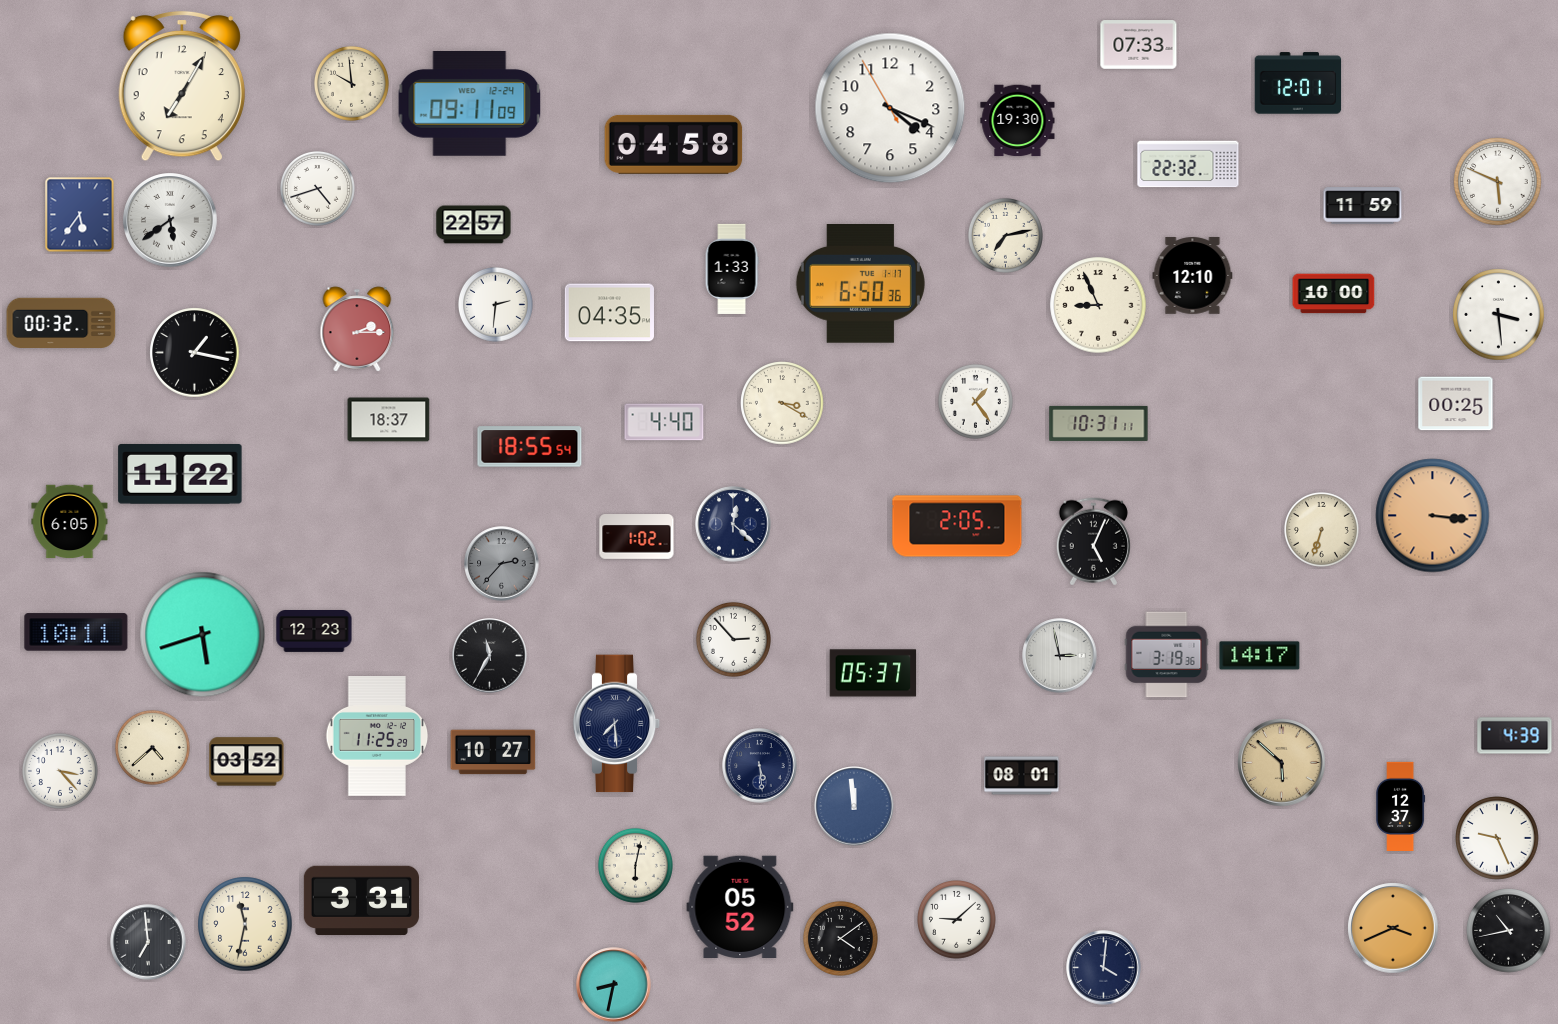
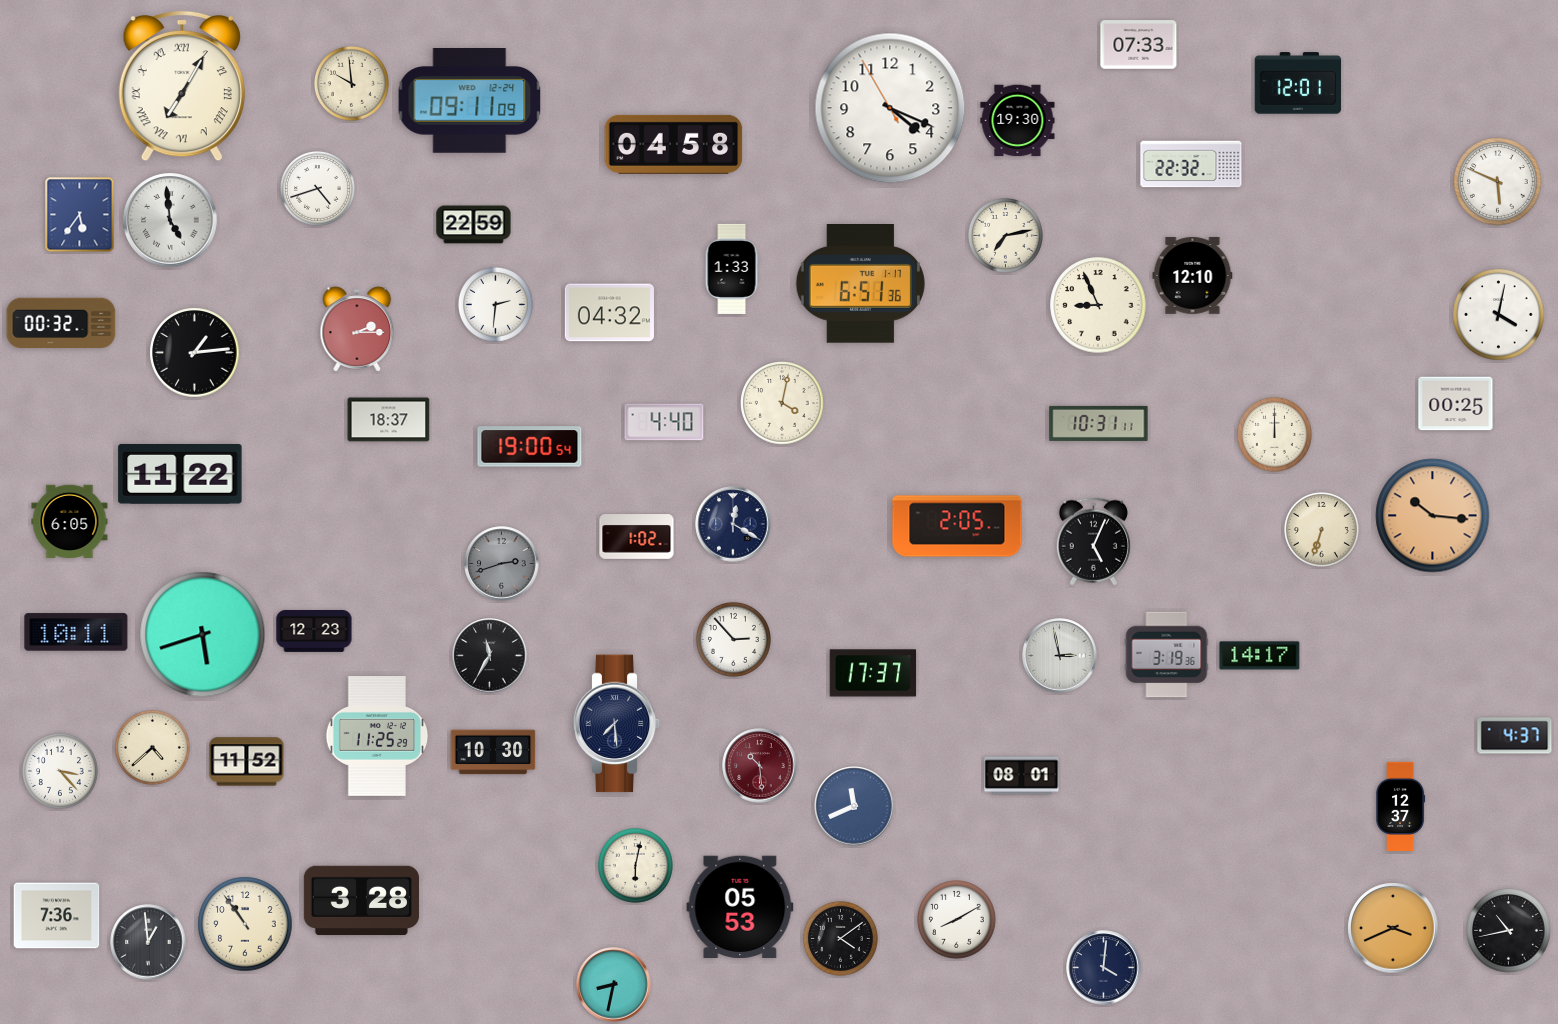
clock at (182, 86) numerals: Arabic -> Roman
clock at (470, 104) position: (470, 104) -> (470, 101)
clock at (1188, 164) position: (1188, 164) -> (1191, 164)
clock at (1363, 206): 11:59 -> none
clock at (170, 220): 5:39 -> 4:59
clock at (474, 225): 22:57 -> 22:59
clock at (860, 284): 6:50 -> 6:51
clock at (1334, 294): 10:00 -> none
clock at (609, 313): 04:35 -> 04:32
clock at (1499, 315): 3:29 -> 4:02
clock at (195, 353): 1:17 -> 1:14
clock at (975, 401): 1:24 -> none
clock at (782, 403): 3:20 -> 4:02
clock at (1274, 434): none -> 12:00
clock at (530, 447): 18:55 -> 19:00
clock at (1433, 516): 3:16 -> 10:16
clock at (733, 524): 12:22 -> 12:20
clock at (502, 564): 2:37 -> 2:42
clock at (873, 673): 05:37 -> 17:37
clock at (1515, 736): 4:39 -> 4:37
clock at (493, 752): 10:27 -> 10:30
clock at (247, 762): 03:52 -> 11:52
clock at (1282, 763): 5:52 -> none
clock at (760, 766): 5:29 -> 10:29
clock at (760, 766) dial: navy -> burgundy
clock at (854, 806): 11:59 -> 11:41
clock at (1497, 838): 9:26 -> none
clock at (361, 901): 3:31 -> 3:28
clock at (740, 906): 05:52 -> 05:53
clock at (57, 916): none -> 7:36
clock at (957, 920): 9:08 -> 8:10
clock at (245, 924): 11:32 -> 10:54
clock at (148, 942): 6:59 -> 12:59
